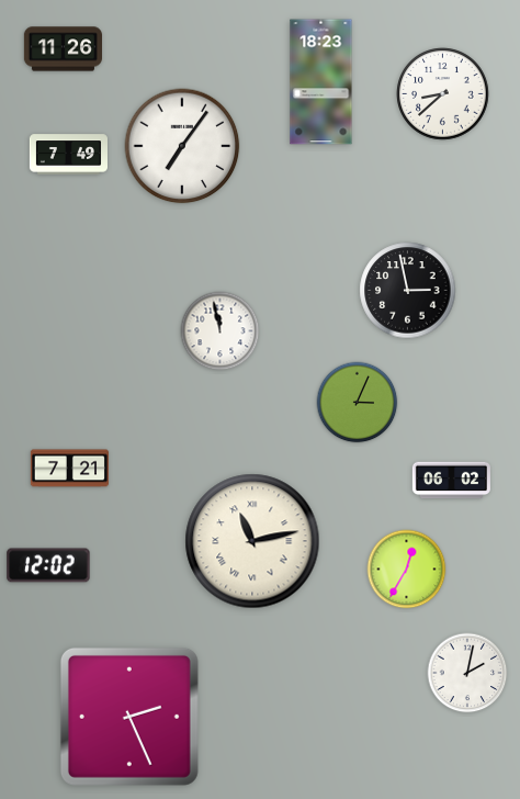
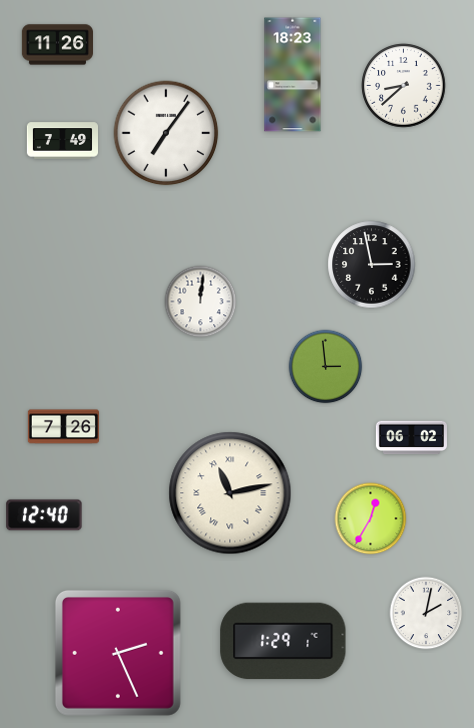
clock at (221, 331): 11:58 -> 12:01
clock at (358, 403): 3:04 -> 2:59
clock at (69, 469): 7:21 -> 7:26
clock at (48, 565): 12:02 -> 12:40
clock at (283, 641): none -> 1:29
